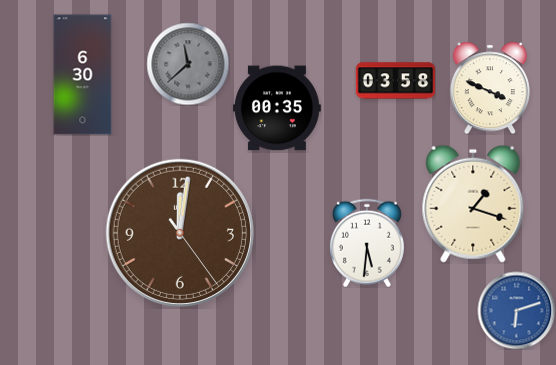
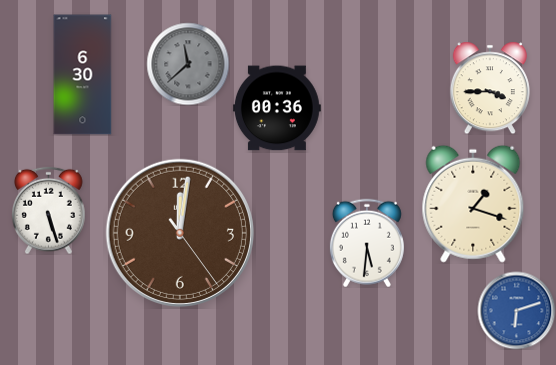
clock at (395, 81): 03:58 -> none
clock at (490, 88): 3:49 -> 3:45
clock at (277, 108): 00:35 -> 00:36
clock at (49, 210): none -> 5:27
